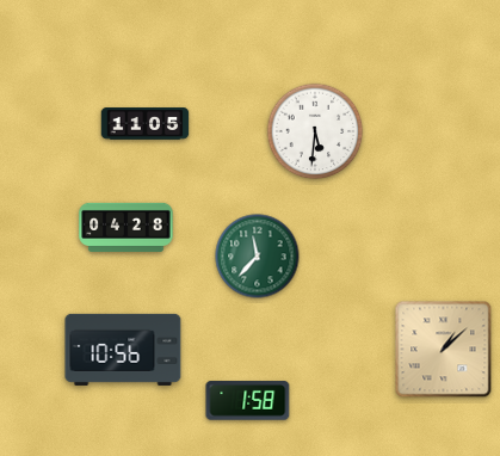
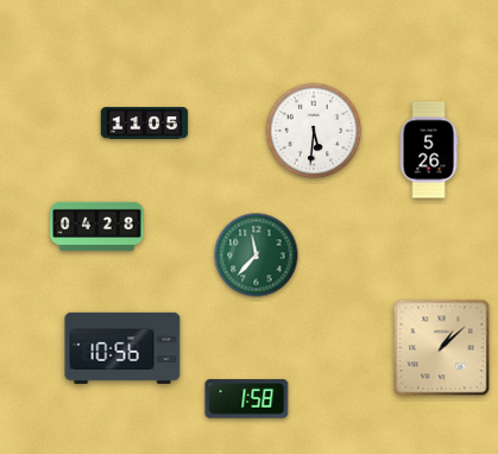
clock at (429, 150): none -> 5:26
clock at (126, 227) position: (126, 227) -> (97, 226)
